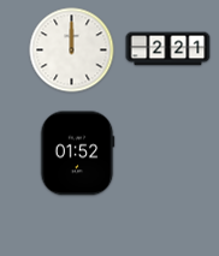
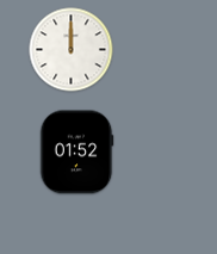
clock at (168, 49): 2:21 -> none
